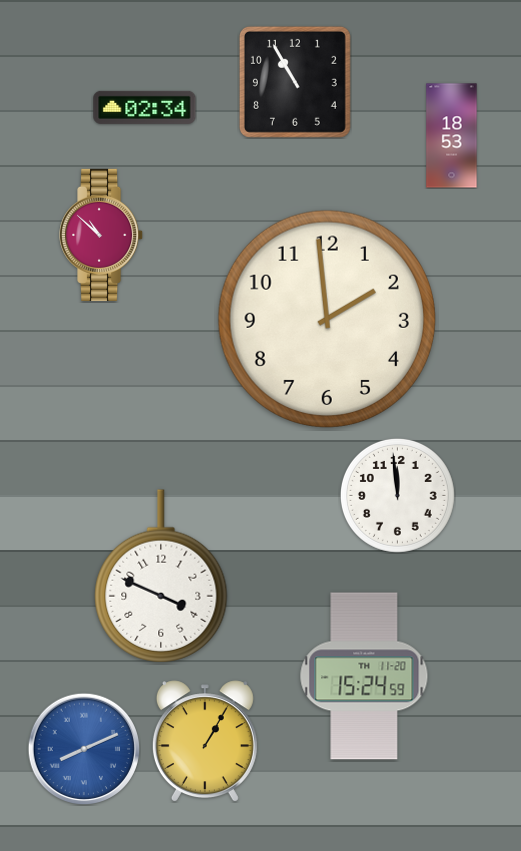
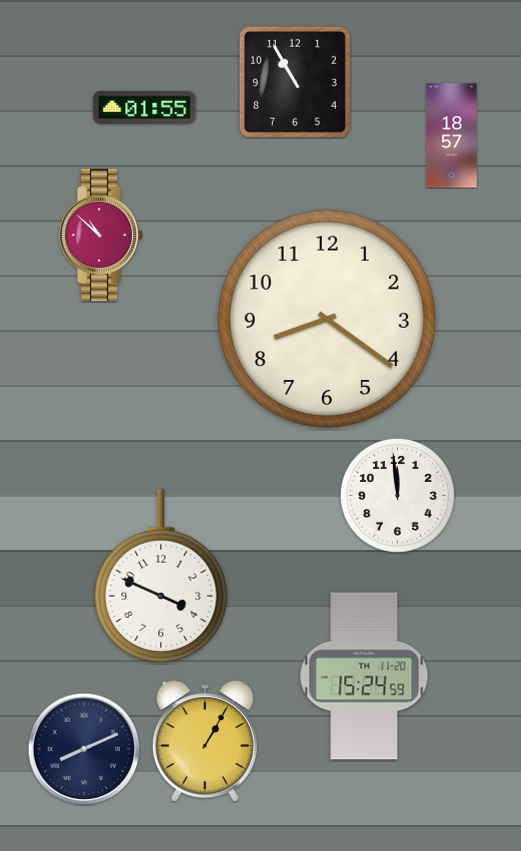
clock at (145, 107): 02:34 -> 01:55
clock at (452, 136): 18:53 -> 18:57
clock at (326, 318): 1:59 -> 8:21
clock at (84, 749) dial: blue -> navy
